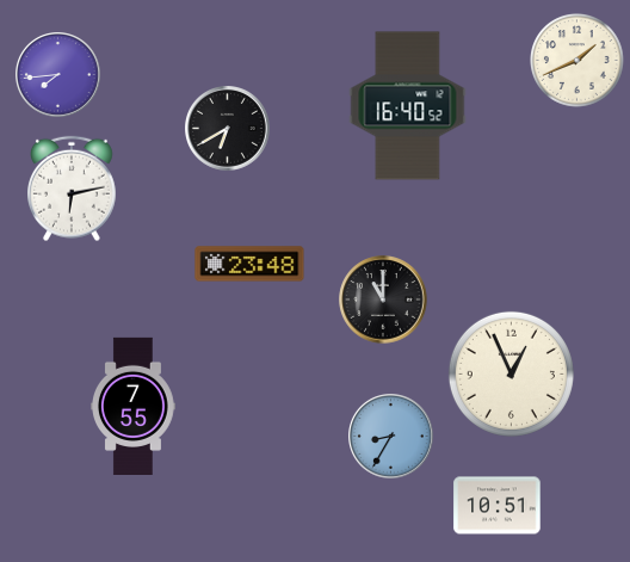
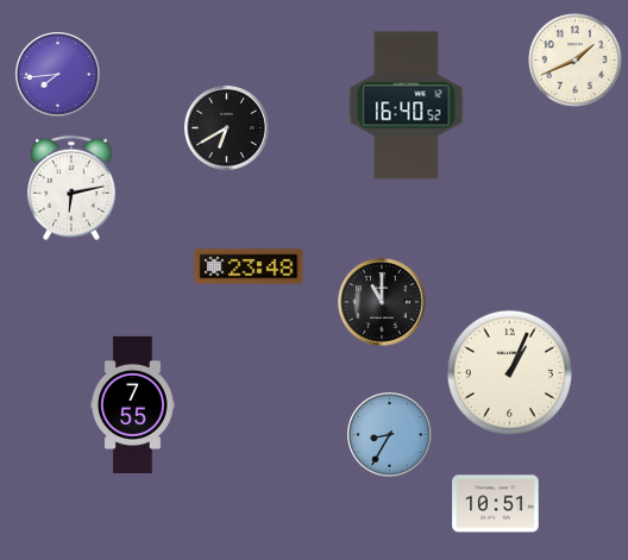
clock at (249, 264) position: (249, 264) -> (249, 266)
clock at (383, 299) position: (383, 299) -> (382, 302)
clock at (511, 373): 12:56 -> 1:04
